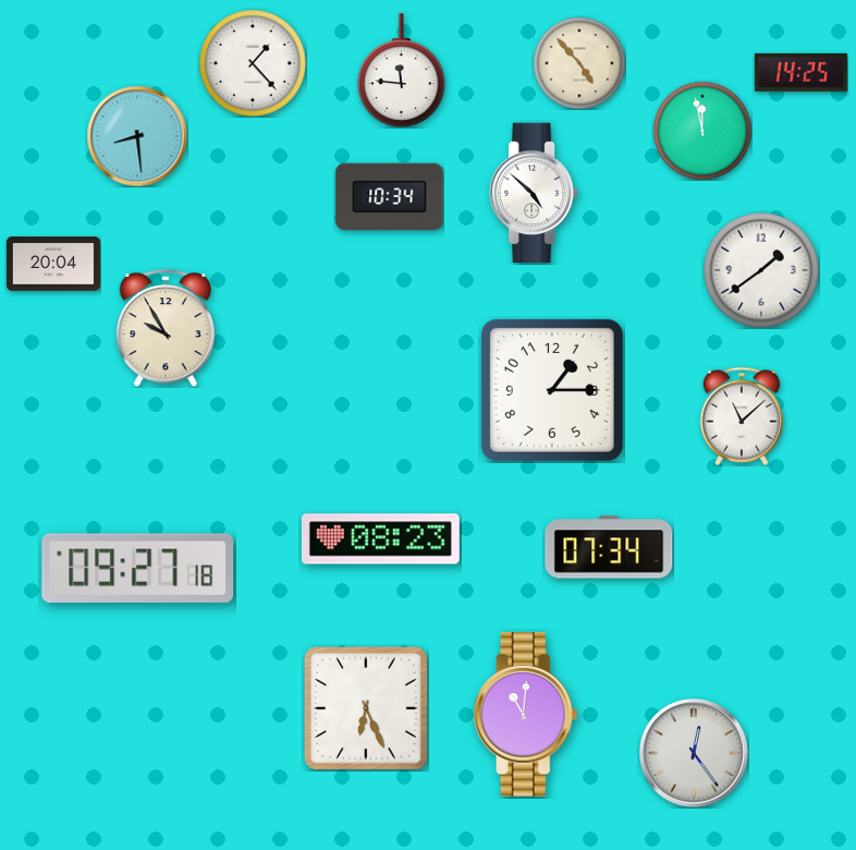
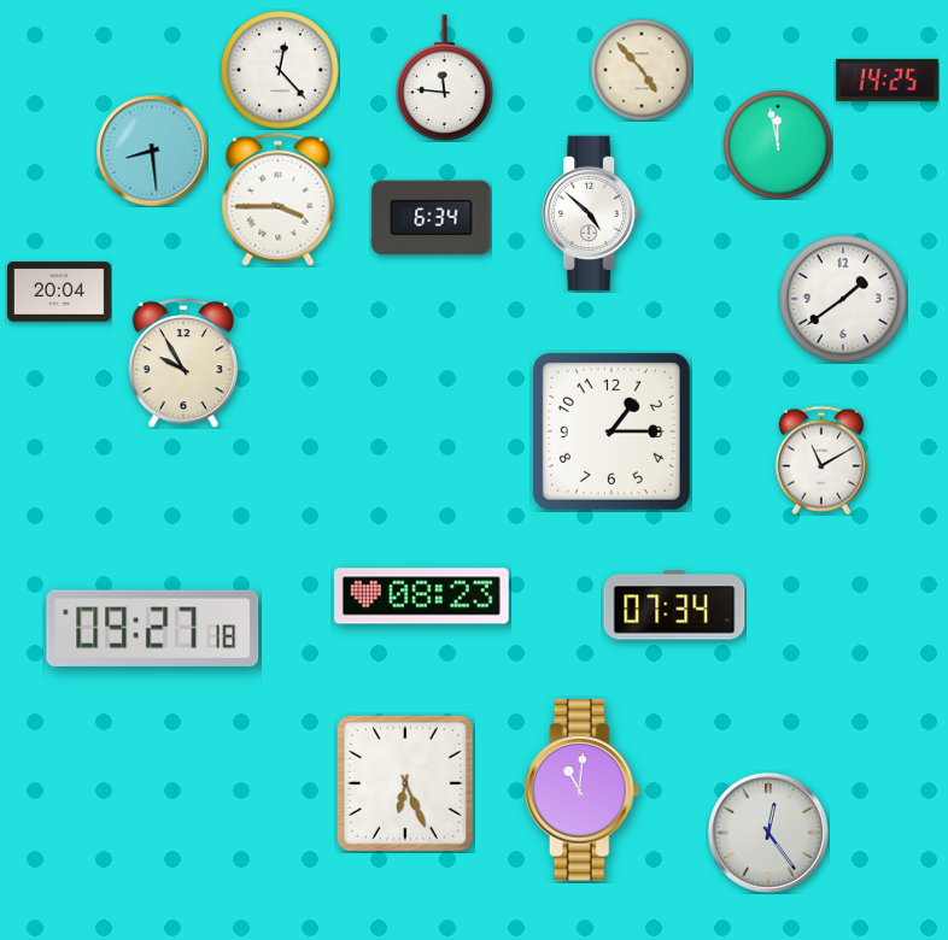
clock at (253, 63): 1:23 -> 12:23
clock at (279, 199): none -> 3:45
clock at (390, 197): 10:34 -> 6:34
clock at (741, 416): 11:08 -> 11:10
